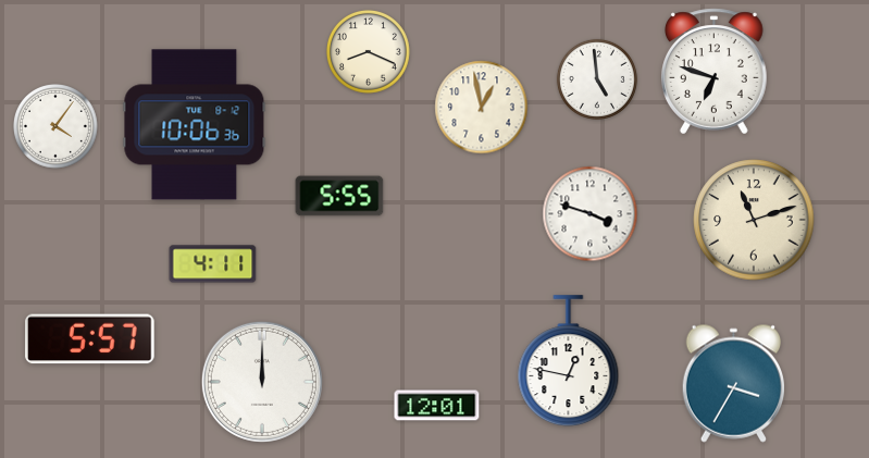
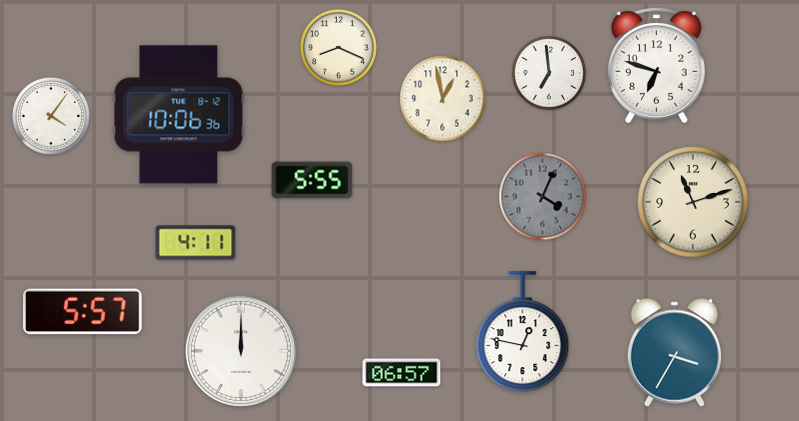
clock at (597, 79): 4:59 -> 6:59
clock at (591, 214): 3:48 -> 4:04
clock at (591, 214) dial: white -> grey
clock at (437, 406): 12:01 -> 06:57
